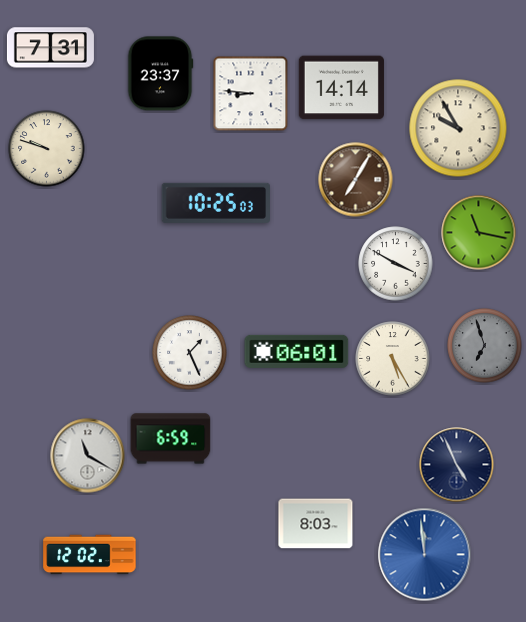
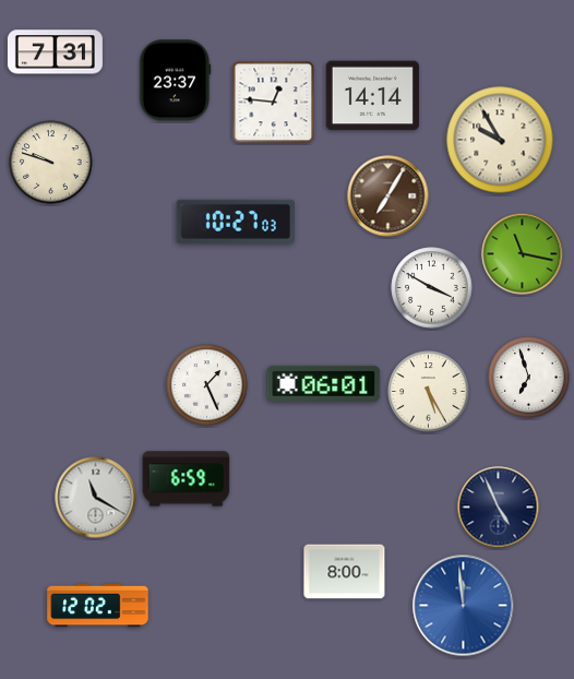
clock at (251, 94): 8:46 -> 12:46
clock at (216, 203): 10:25 -> 10:27
clock at (485, 346) dial: grey -> white
clock at (316, 524): 8:03 -> 8:00
